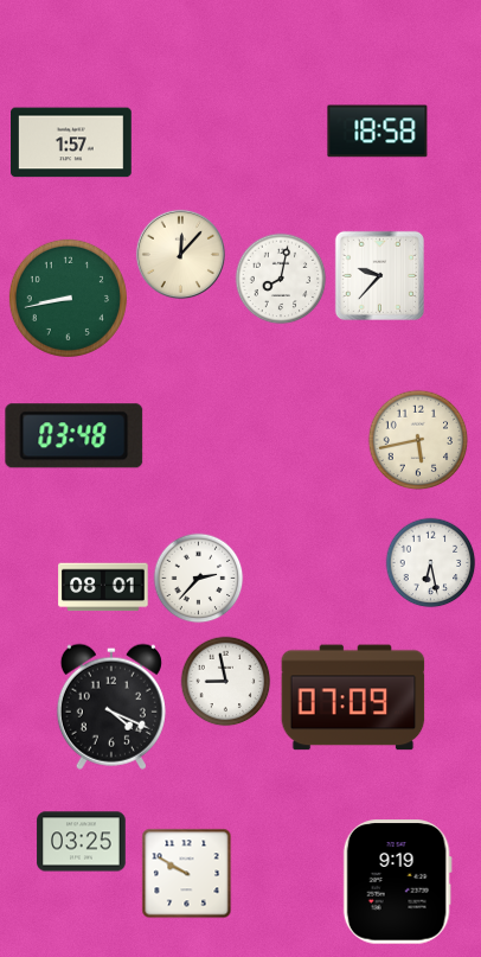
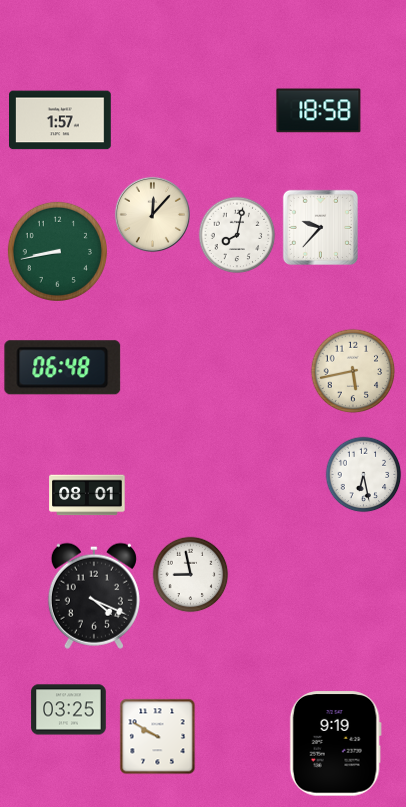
clock at (379, 275) position: (379, 275) -> (320, 227)
clock at (75, 436): 03:48 -> 06:48
clock at (199, 579): 2:37 -> none
clock at (353, 697): 07:09 -> none
